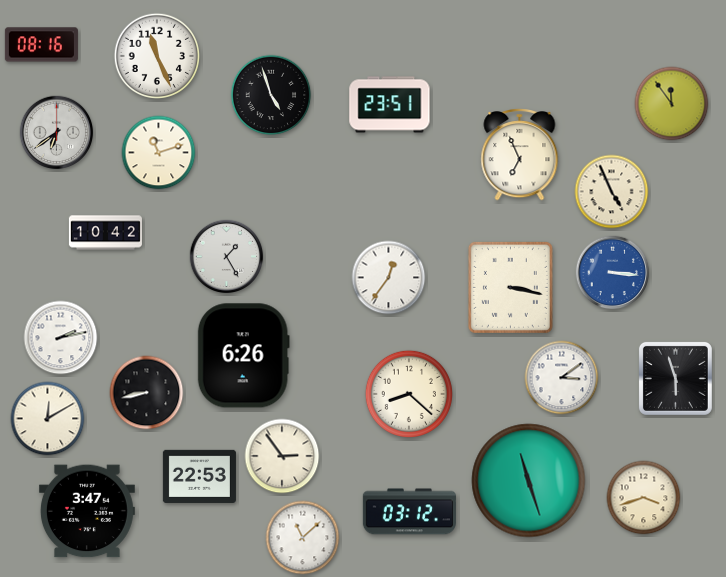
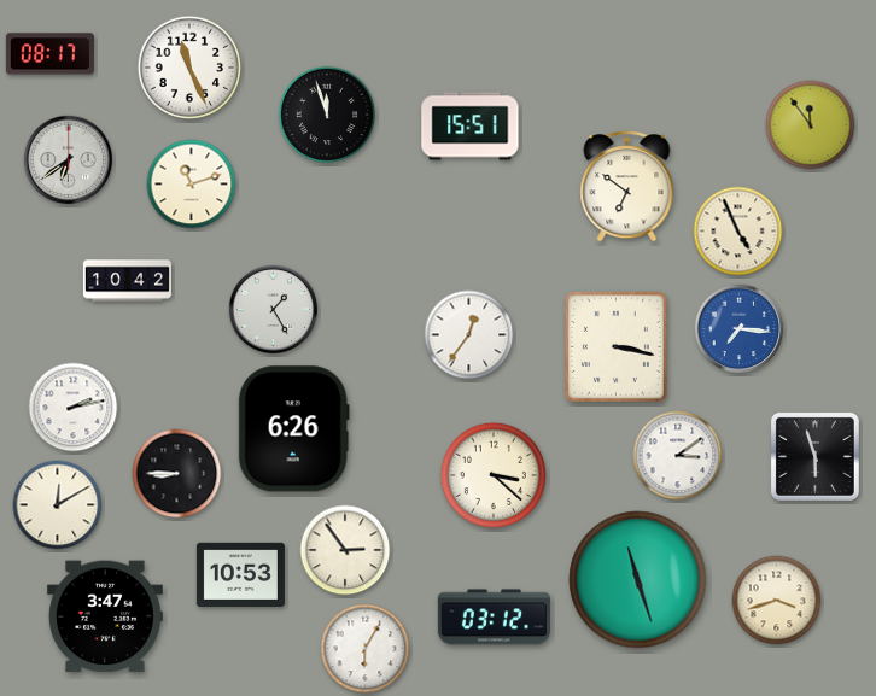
clock at (41, 45): 08:16 -> 08:17
clock at (271, 95): 4:57 -> 11:57
clock at (390, 105): 23:51 -> 15:51
clock at (520, 155): 6:56 -> 6:51
clock at (613, 273): 3:16 -> 7:16
clock at (147, 393): 8:43 -> 8:45
clock at (409, 394): 8:22 -> 3:22
clock at (282, 456) position: (282, 456) -> (345, 550)
clock at (199, 476): 22:53 -> 10:53
clock at (303, 538): 11:08 -> 6:05
